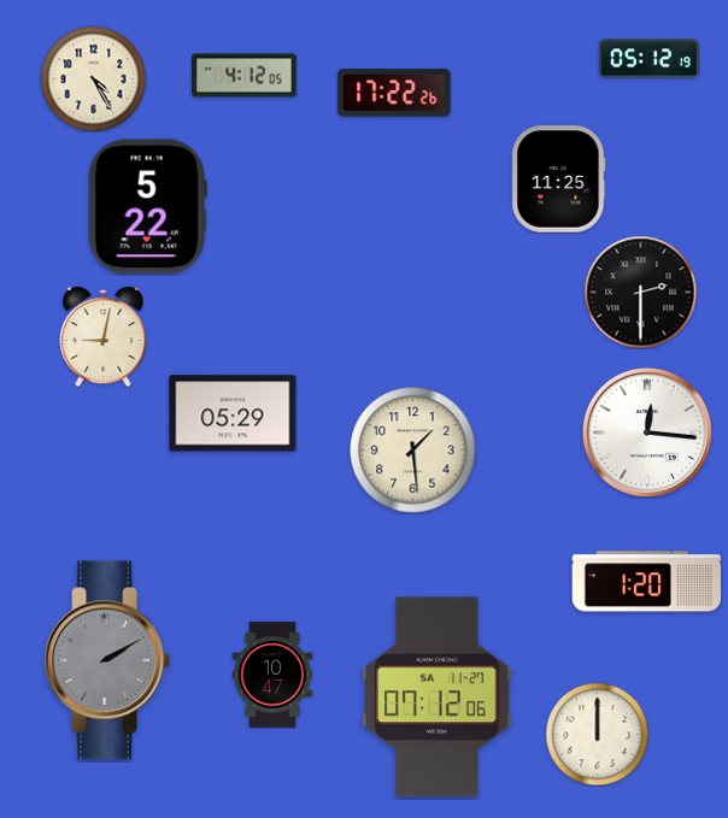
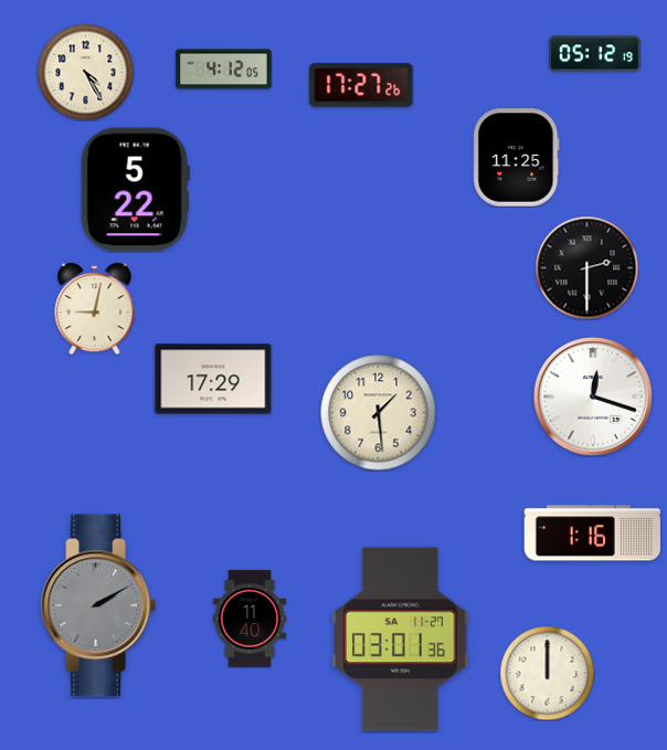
clock at (394, 93): 17:22 -> 17:27
clock at (559, 180) position: (559, 180) -> (517, 158)
clock at (233, 413): 05:29 -> 17:29
clock at (647, 432): 12:16 -> 12:18
clock at (646, 582): 1:20 -> 1:16
clock at (272, 675): 10:47 -> 11:40
clock at (438, 698): 07:12 -> 03:01
